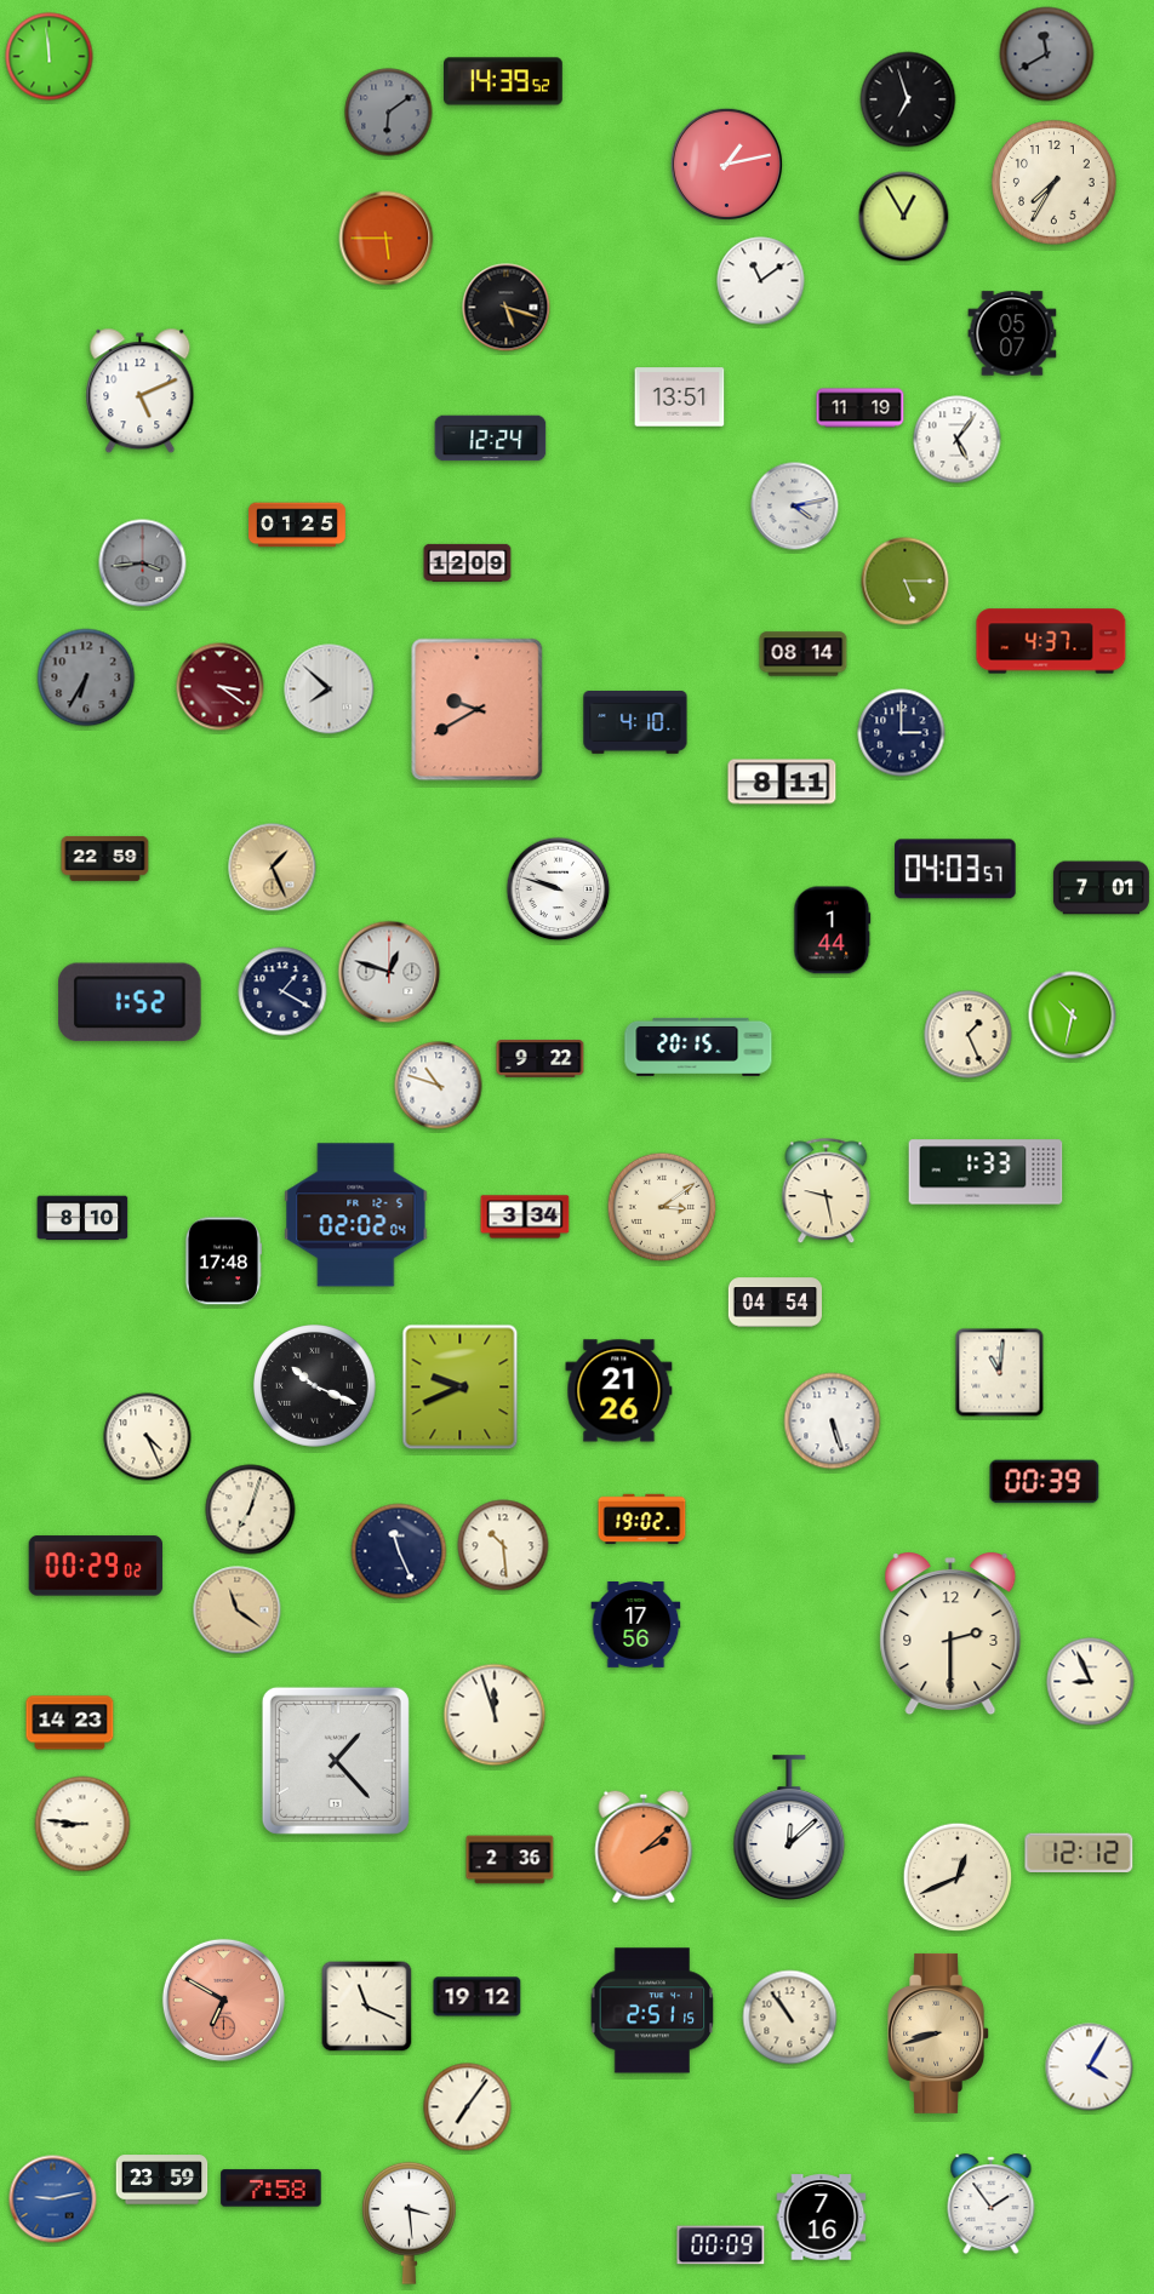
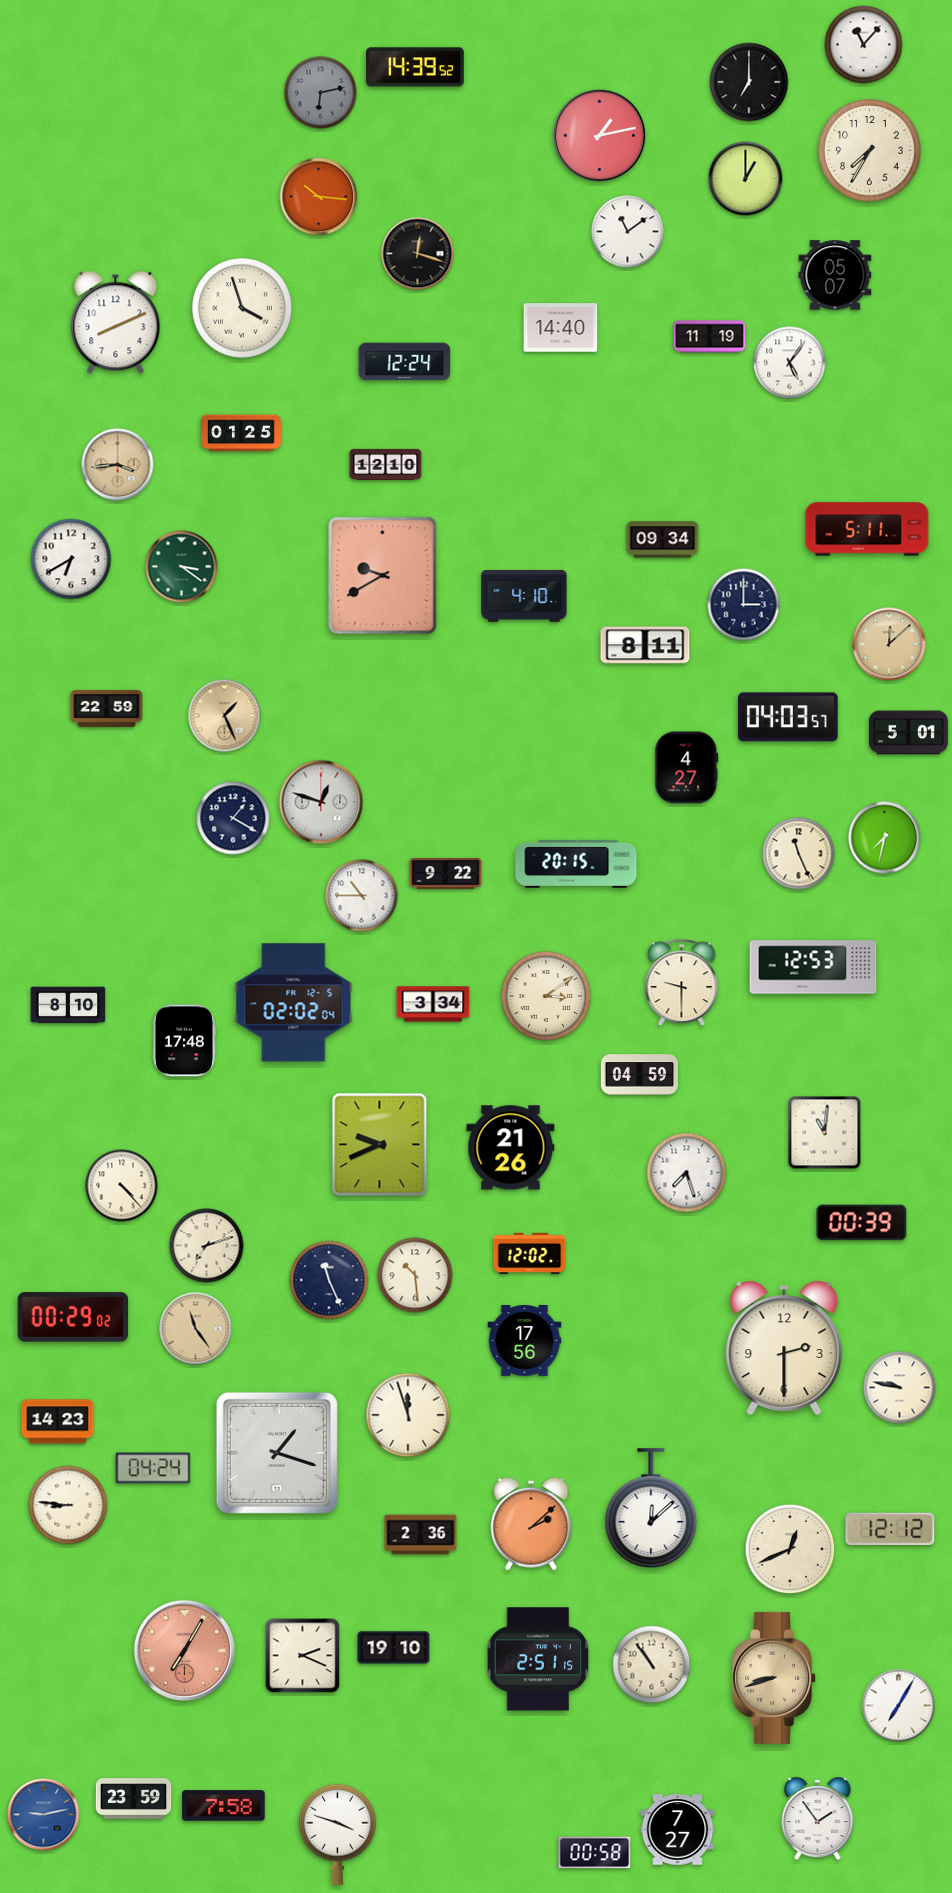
clock at (1047, 55): 11:40 -> 11:07
clock at (1047, 55) dial: grey -> white
clock at (50, 57): 11:59 -> none
clock at (908, 99): 6:57 -> 7:00
clock at (389, 113): 6:09 -> 6:13
clock at (904, 217): 12:55 -> 1:00
clock at (387, 239): 5:45 -> 10:16
clock at (507, 308): 5:18 -> 12:18
clock at (243, 309): none -> 3:57
clock at (141, 391): 5:11 -> 8:11
clock at (680, 397): 13:51 -> 14:40
clock at (795, 507): 4:13 -> none
clock at (298, 525) position: (298, 525) -> (242, 433)
clock at (468, 562): 12:09 -> 12:10
clock at (143, 564) dial: grey -> champagne
clock at (906, 582): 5:15 -> none
clock at (1051, 641): 4:37 -> 5:11
clock at (804, 654): 08:14 -> 09:34
clock at (86, 677): 6:35 -> 6:40
clock at (86, 677) dial: grey -> white
clock at (221, 687) dial: burgundy -> green
clock at (330, 690): 7:52 -> none
clock at (478, 710) position: (478, 710) -> (383, 576)
clock at (889, 644): none -> 12:08
clock at (105, 858) position: (105, 858) -> (107, 708)
clock at (1101, 888): 7:01 -> 5:01
clock at (559, 889): 9:48 -> none
clock at (833, 931): 1:44 -> 4:27
clock at (130, 1002): 1:52 -> none
clock at (1073, 1016): 10:32 -> 7:32
clock at (969, 1035): 1:26 -> 11:26
clock at (439, 1086): 10:48 -> 10:45
clock at (986, 1172): 1:33 -> 12:53
clock at (827, 1191): 9:28 -> 9:30
clock at (776, 1303): 04:54 -> 04:59
clock at (315, 1386): 10:19 -> none
clock at (833, 1421): 5:27 -> 7:27
clock at (148, 1437): 4:26 -> 4:23
clock at (251, 1510): 7:03 -> 7:12
clock at (642, 1520): 19:02 -> 12:02
clock at (96, 1566) position: (96, 1566) -> (73, 1317)
clock at (238, 1611): 11:21 -> 11:24
clock at (1091, 1682): 8:56 -> 9:47
clock at (336, 1761): 1:23 -> 1:18
clock at (153, 1468): none -> 04:24
clock at (478, 1997): 19:12 -> 19:10
clock at (223, 2000): 6:50 -> 7:05
clock at (367, 2007): 11:19 -> 2:19
clock at (1090, 2067): 4:05 -> 7:05
clock at (468, 2107): 7:06 -> none
clock at (822, 2218): 7:16 -> 7:27
clock at (410, 2223): 3:29 -> 3:48
clock at (721, 2246): 00:09 -> 00:58
